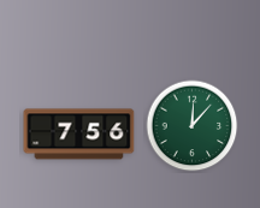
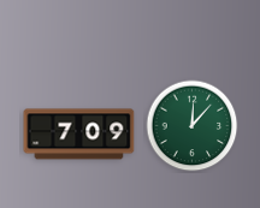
clock at (79, 135): 7:56 -> 7:09
